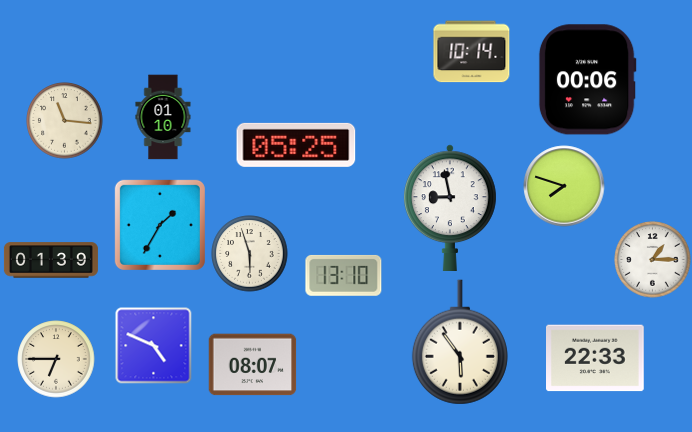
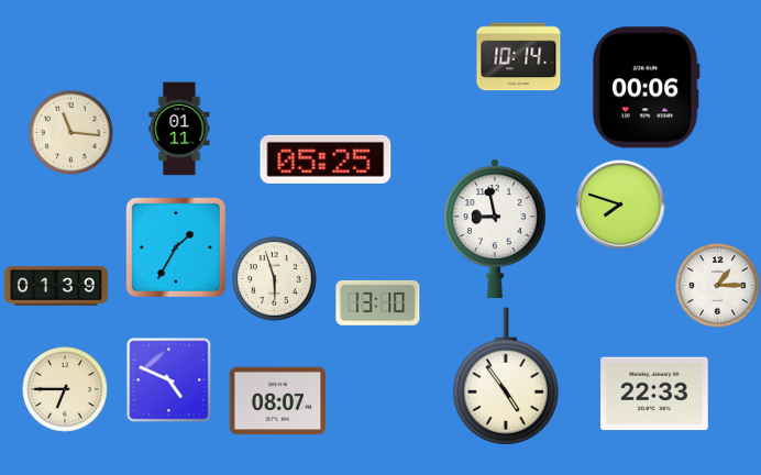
clock at (163, 117): 01:10 -> 01:11
clock at (460, 342): 5:54 -> 4:54
clock at (56, 359) position: (56, 359) -> (65, 389)
